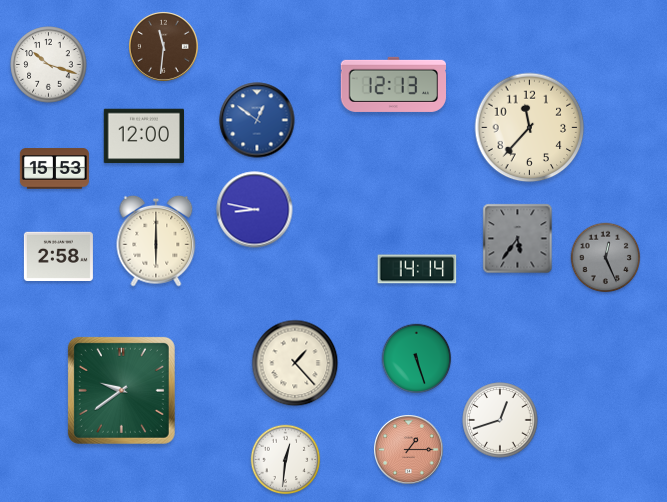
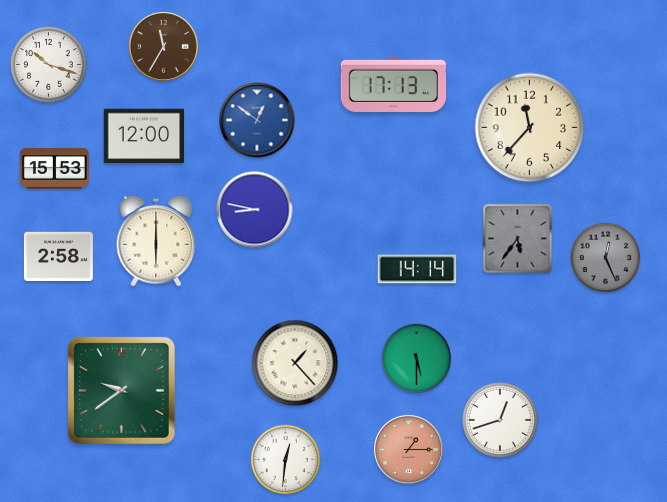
clock at (164, 47): 11:31 -> 11:35
clock at (393, 84): 12:13 -> 17:13
clock at (417, 359): 5:27 -> 5:30
